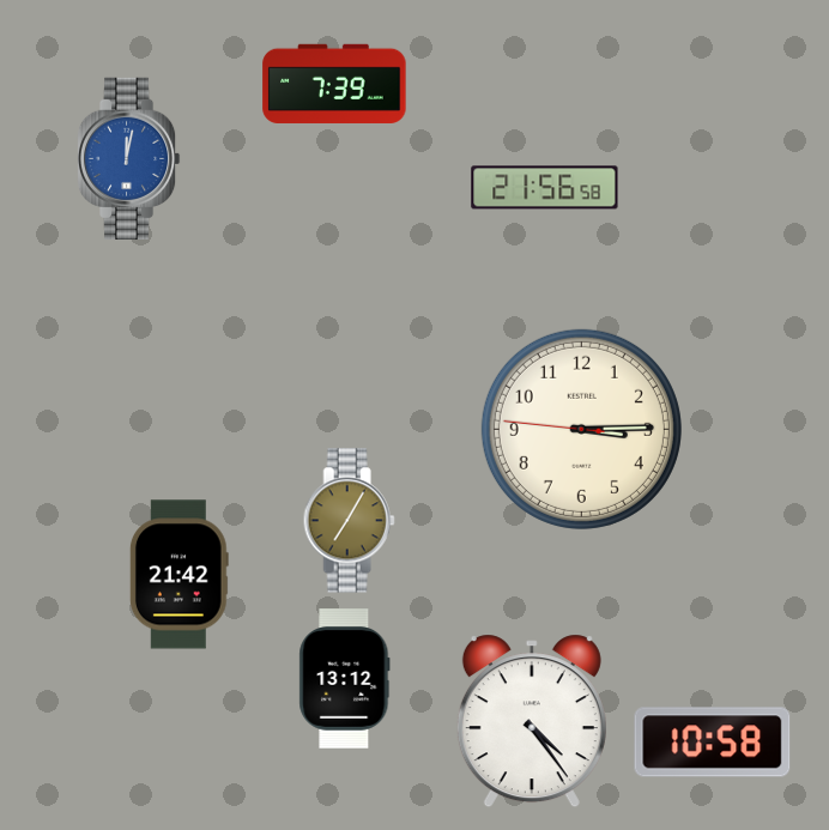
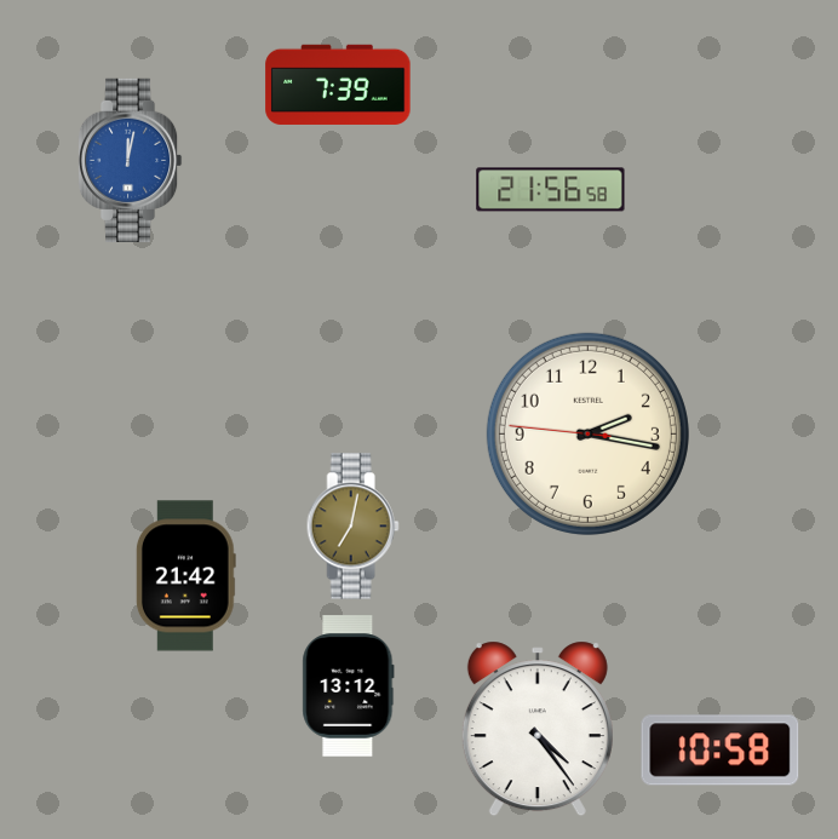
clock at (581, 429): 3:14 -> 2:16
clock at (349, 521): 7:05 -> 7:02
clock at (178, 575) position: (178, 575) -> (185, 576)
